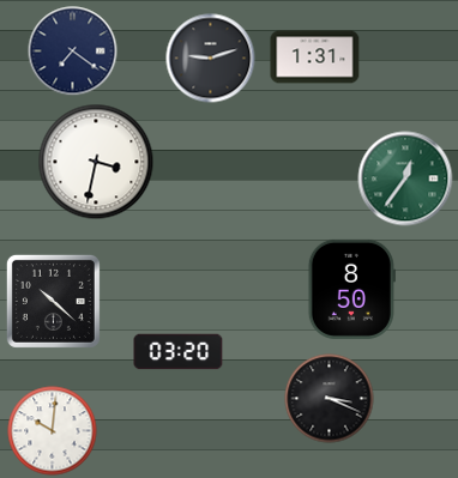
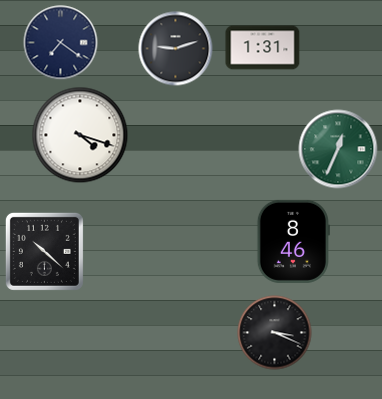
clock at (96, 162): 3:32 -> 4:18
clock at (405, 179): 12:36 -> 12:34
clock at (351, 289): 8:50 -> 8:46
clock at (179, 352): 03:20 -> none
clock at (53, 431): 10:01 -> none
